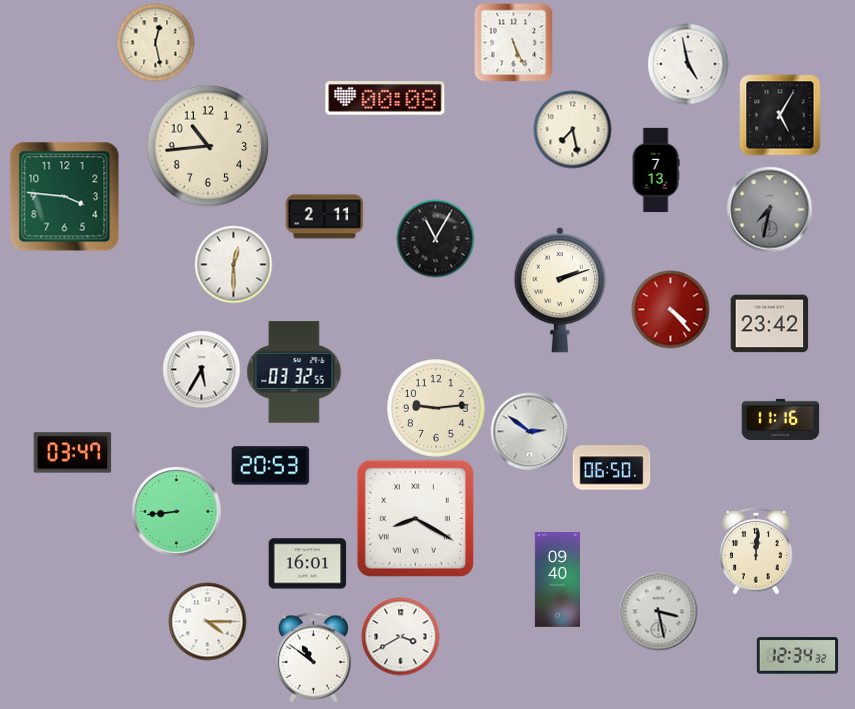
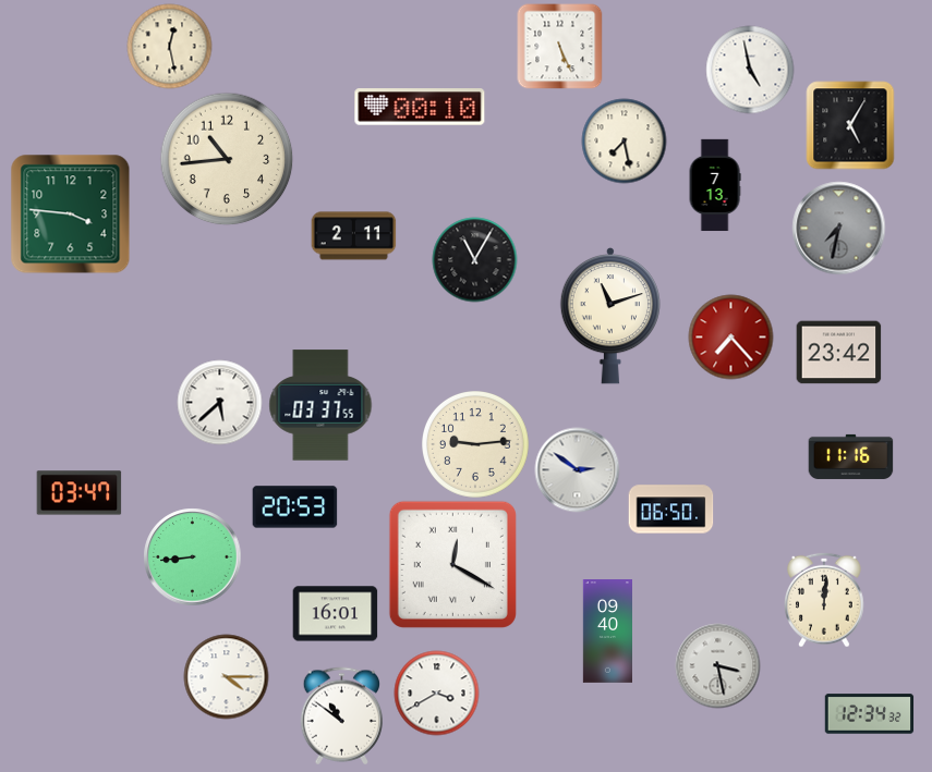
clock at (385, 98): 00:08 -> 00:10
clock at (233, 264): 12:30 -> none
clock at (559, 291): 2:12 -> 11:12
clock at (670, 309): 4:23 -> 7:23
clock at (201, 369): 5:35 -> 5:38
clock at (294, 372): 03:32 -> 03:37
clock at (611, 468) position: (611, 468) -> (670, 510)
clock at (415, 518): 8:20 -> 12:20
